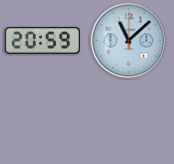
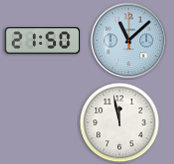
clock at (42, 41): 20:59 -> 21:50
clock at (120, 123): none -> 11:58
